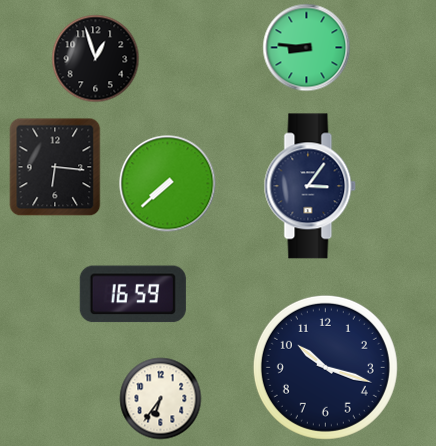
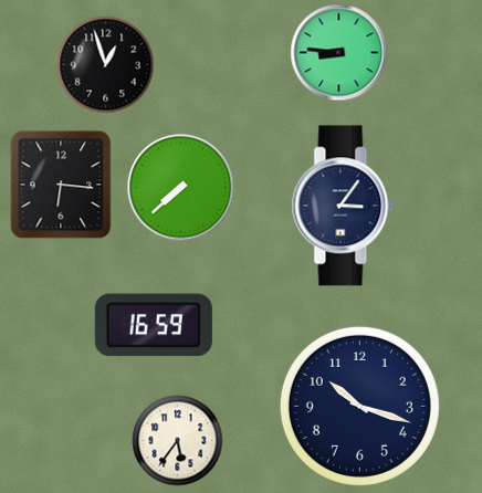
clock at (168, 184) position: (168, 184) -> (181, 188)
clock at (133, 294) position: (133, 294) -> (154, 325)
clock at (161, 399): 6:36 -> 5:36
